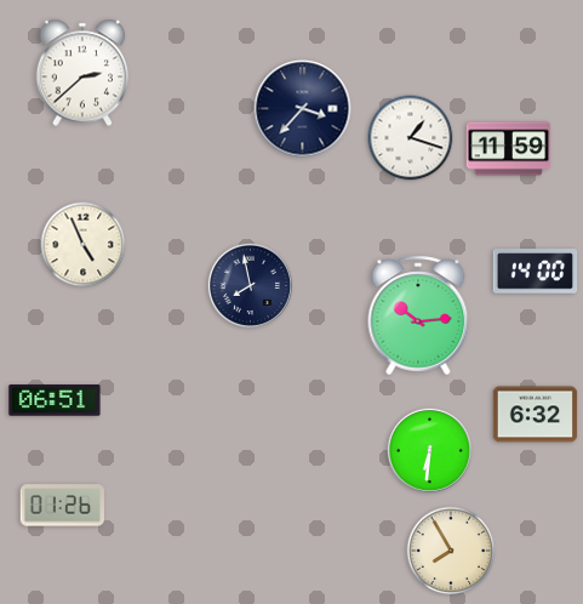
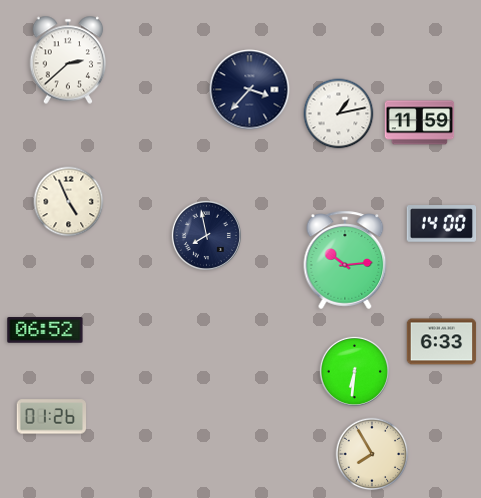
clock at (411, 138): 1:18 -> 1:13
clock at (55, 400): 06:51 -> 06:52
clock at (536, 415): 6:32 -> 6:33
